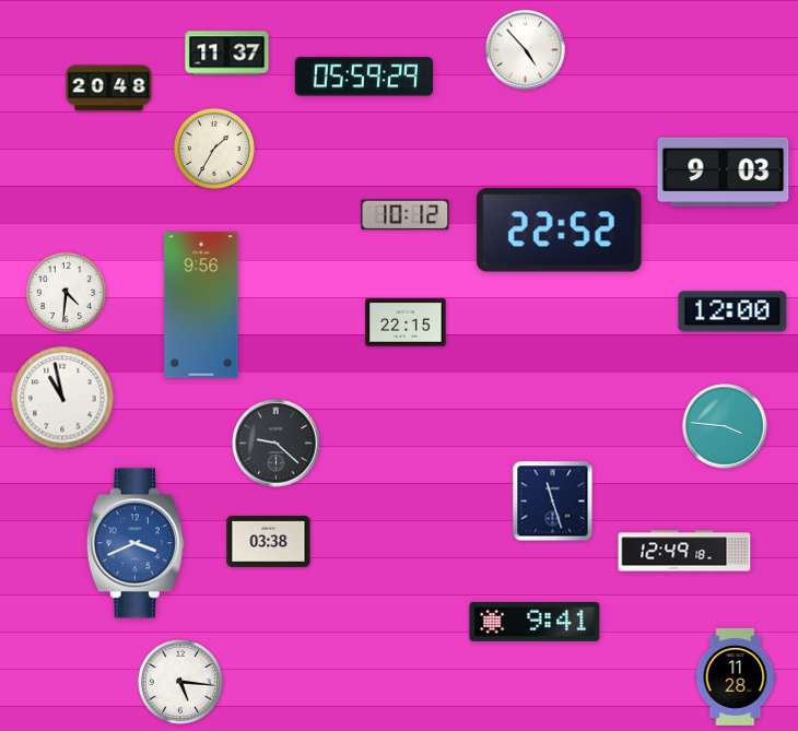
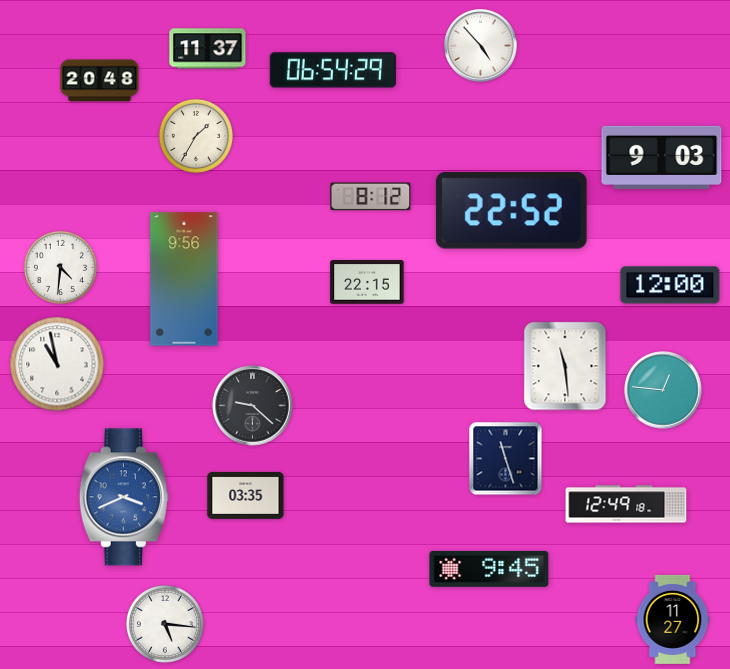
clock at (364, 76): 05:59 -> 06:54
clock at (406, 215): 10:12 -> 8:12
clock at (406, 322) position: (406, 322) -> (367, 282)
clock at (565, 366): none -> 11:29
clock at (725, 426): 3:46 -> 12:46
clock at (269, 541): 03:38 -> 03:35
clock at (535, 622): 9:41 -> 9:45
clock at (736, 676): 11:28 -> 11:27
